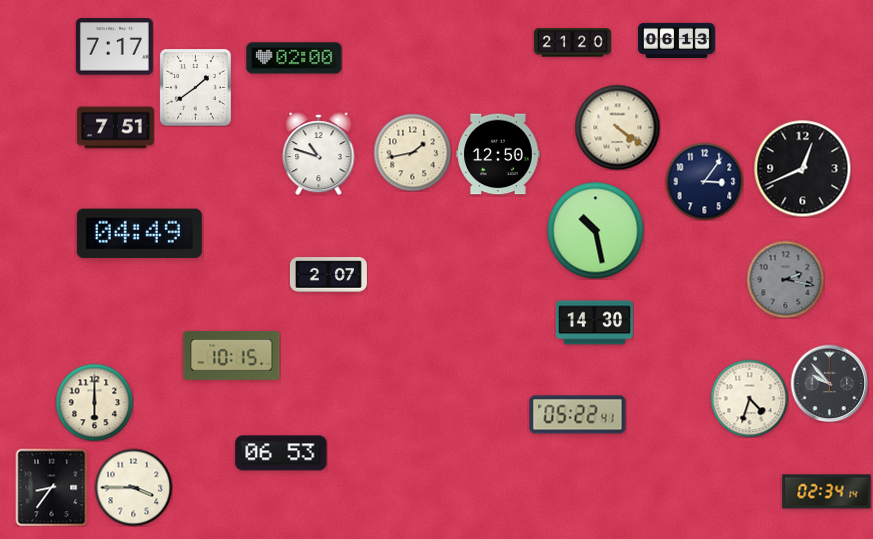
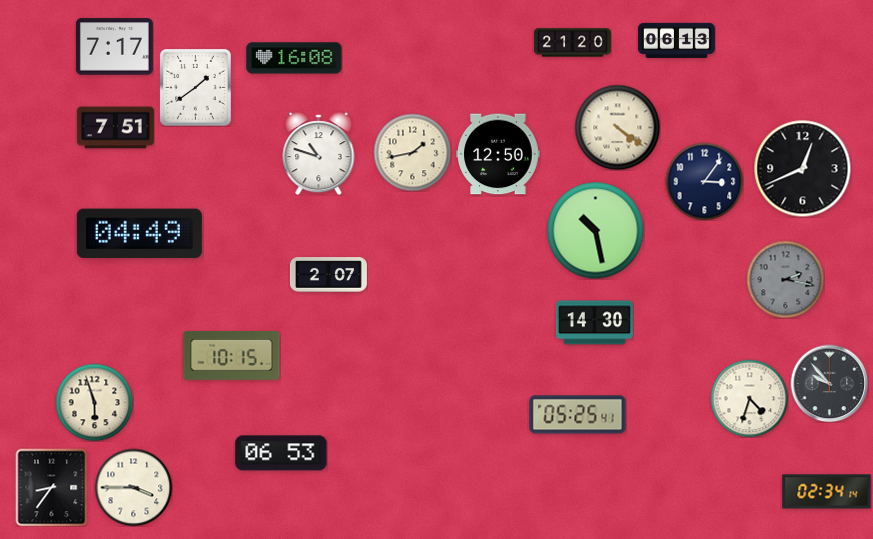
clock at (294, 58): 02:00 -> 16:08
clock at (94, 402): 6:00 -> 5:57
clock at (578, 415): 05:22 -> 05:25
